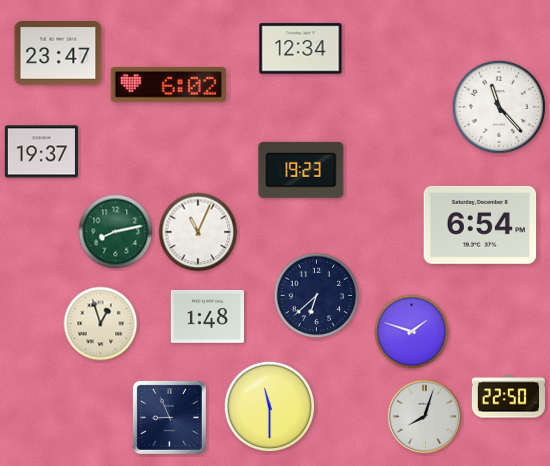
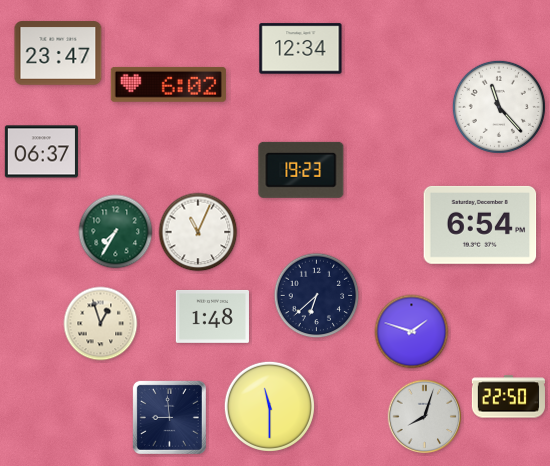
clock at (41, 152): 19:37 -> 06:37
clock at (116, 232): 8:13 -> 7:35
clock at (207, 316) position: (207, 316) -> (212, 316)
clock at (169, 417): 8:56 -> 8:59
